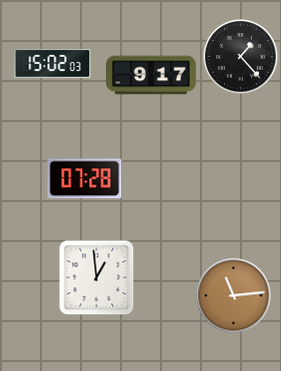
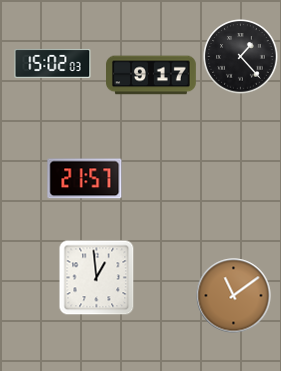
clock at (85, 179): 07:28 -> 21:57
clock at (234, 296): 11:14 -> 11:09
